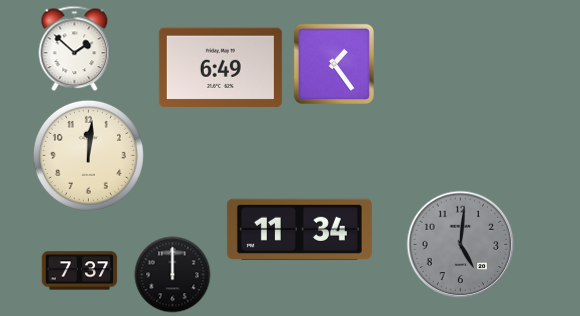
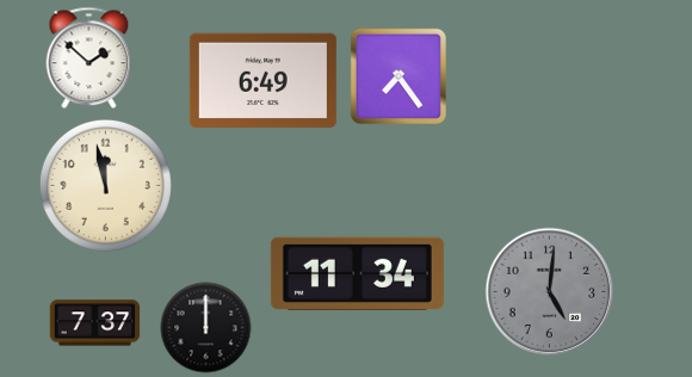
clock at (334, 64): 1:24 -> 7:24
clock at (88, 155): 12:01 -> 11:58
